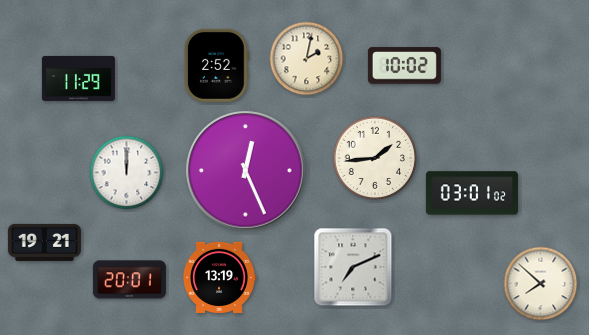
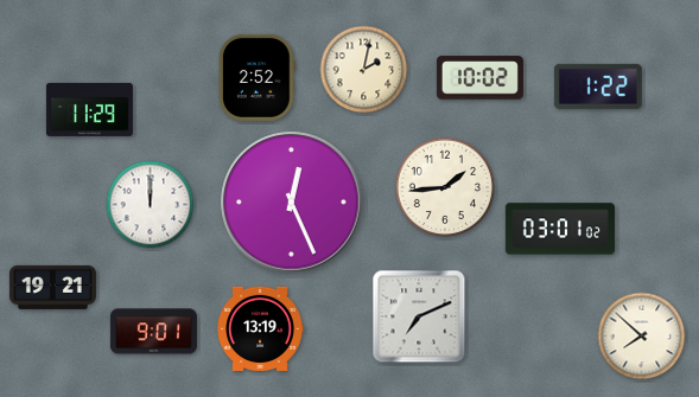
clock at (598, 87): none -> 1:22
clock at (78, 78) position: (78, 78) -> (89, 109)
clock at (129, 280): 20:01 -> 9:01
